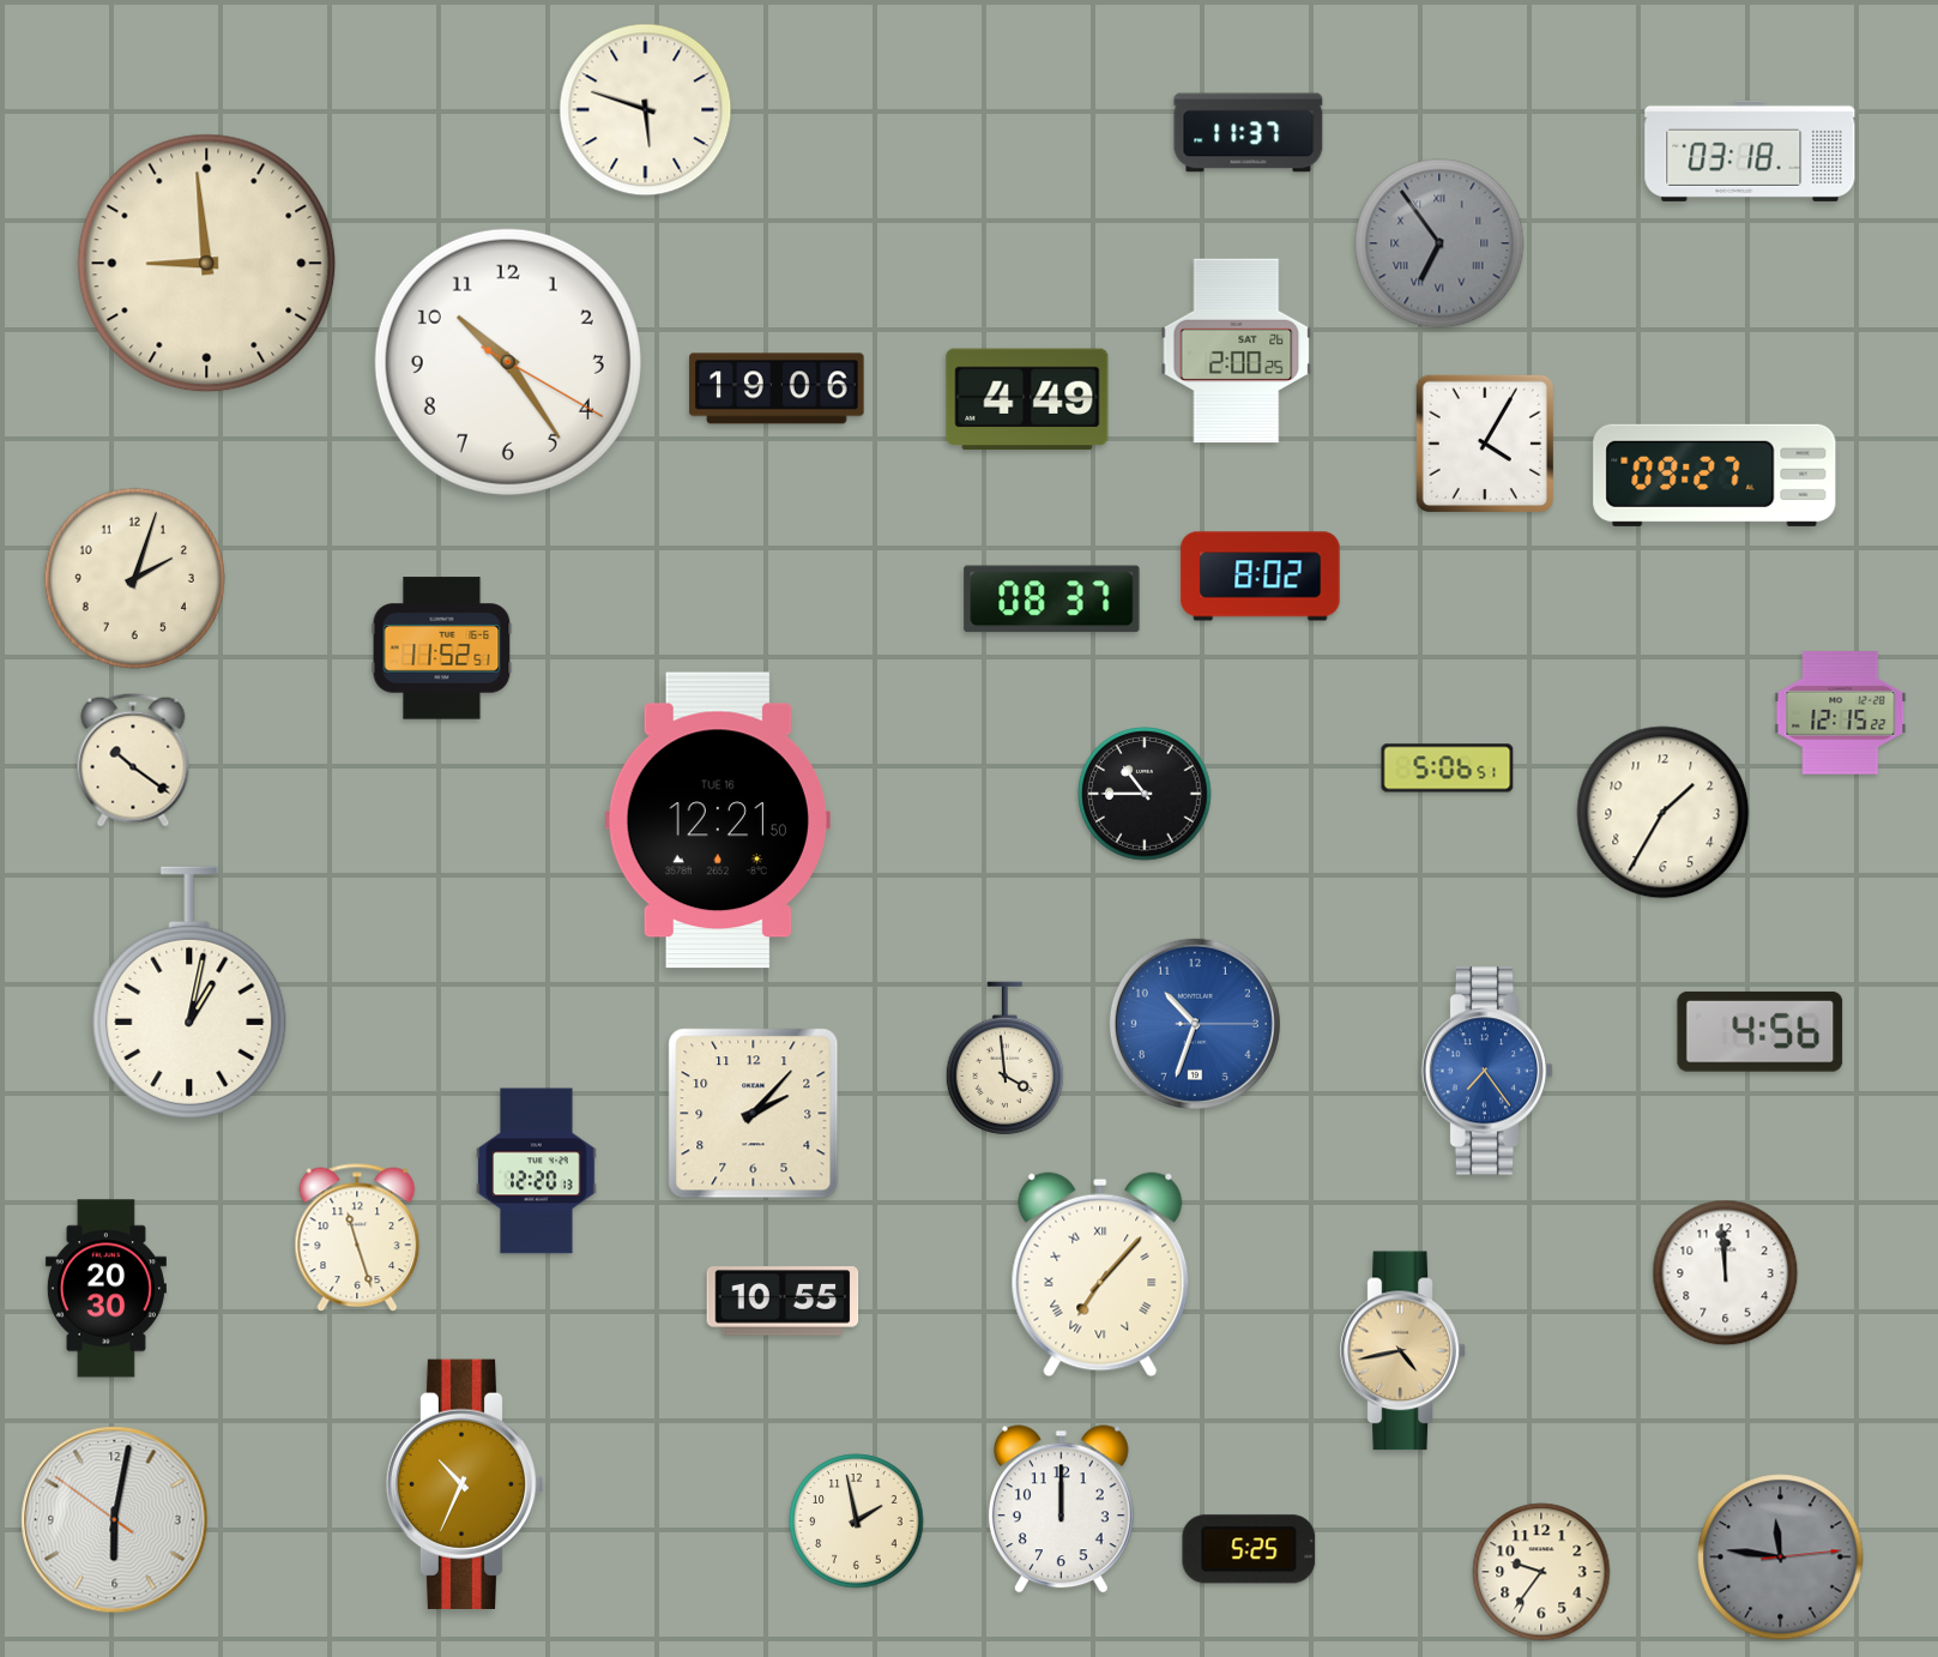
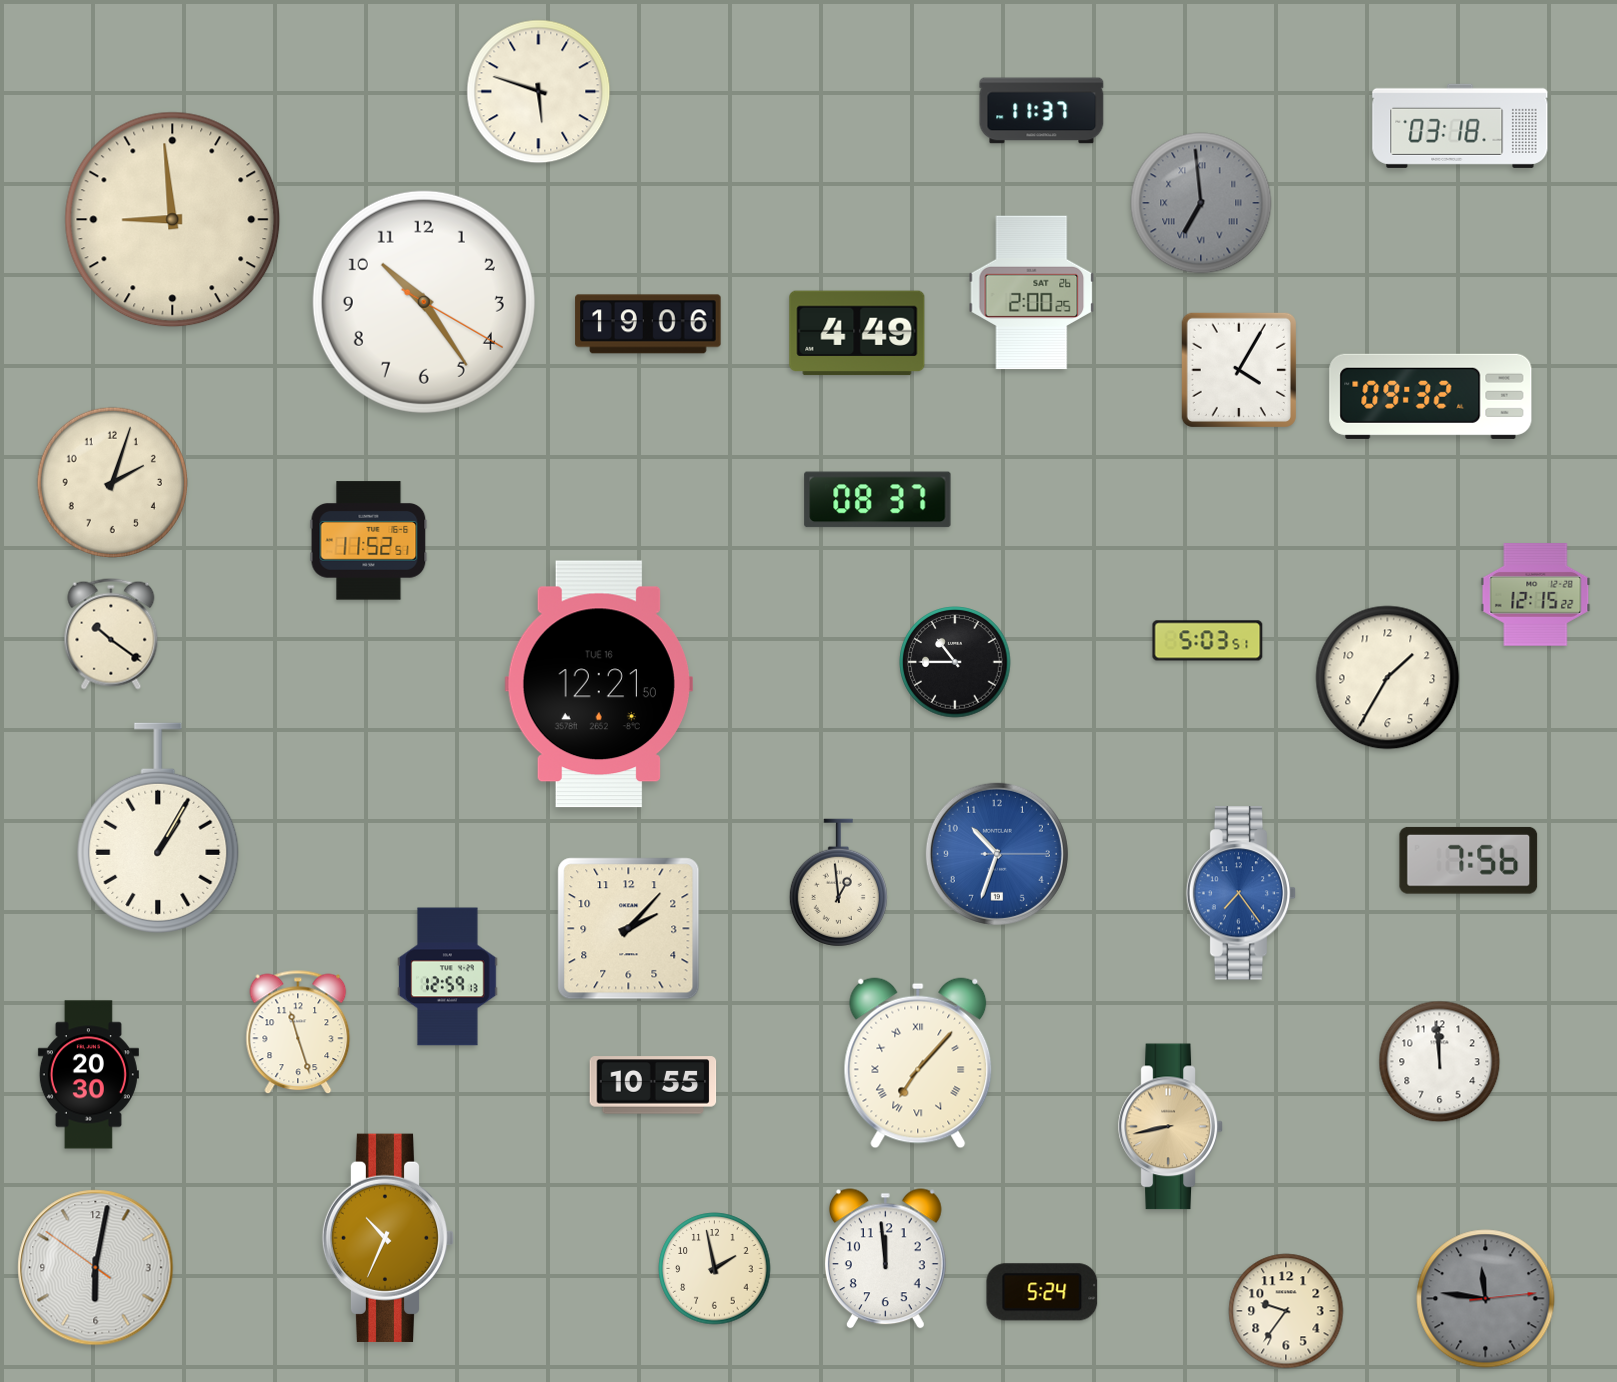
clock at (1439, 243): 6:54 -> 6:59
clock at (1715, 475): 09:27 -> 09:32
clock at (1261, 577): 8:02 -> none
clock at (1448, 769): 5:06 -> 5:03
clock at (189, 993): 1:02 -> 1:05
clock at (1761, 1031): 4:56 -> 7:56
clock at (1004, 1059): 3:59 -> 12:59
clock at (537, 1171): 12:20 -> 12:59
clock at (1403, 1351): 4:43 -> 8:43
clock at (1061, 1510): 12:00 -> 11:59
clock at (1249, 1549): 5:25 -> 5:24
